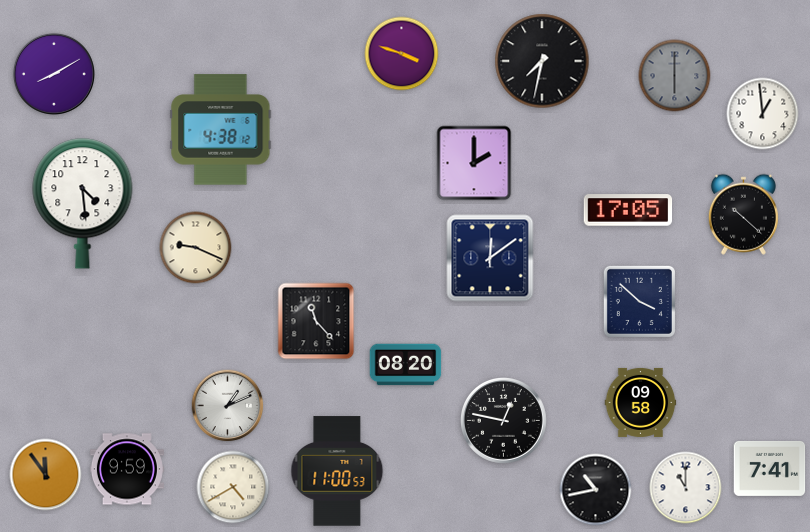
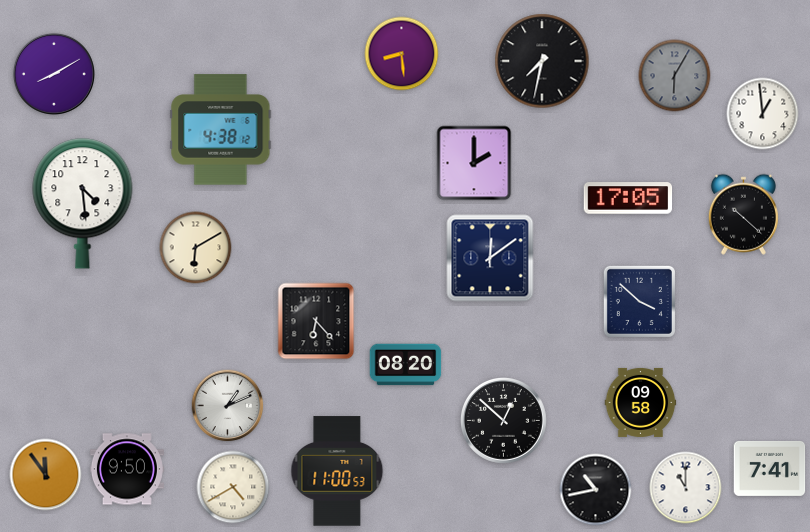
clock at (402, 54): 3:48 -> 8:29
clock at (675, 76): 6:00 -> 6:05
clock at (628, 210) position: (628, 210) -> (628, 198)
clock at (196, 248): 9:19 -> 6:10
clock at (316, 321): 11:23 -> 6:23
clock at (504, 421): 12:47 -> 12:52
clock at (127, 469): 9:59 -> 9:50
